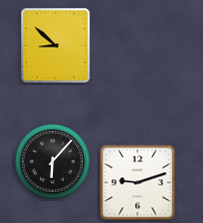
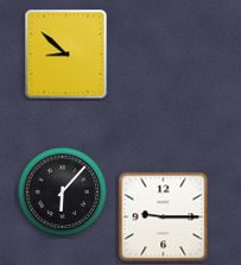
clock at (138, 183): 9:12 -> 9:15
